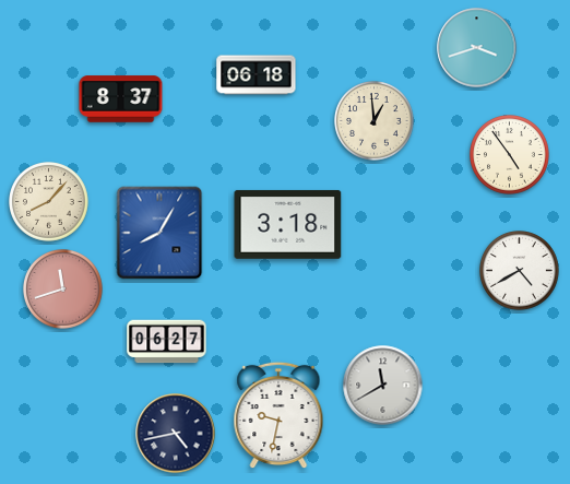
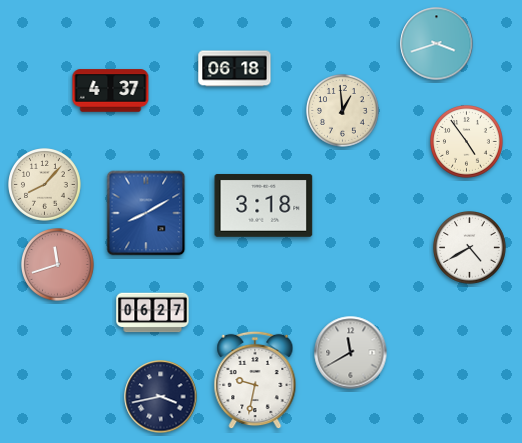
clock at (121, 99): 8:37 -> 4:37
clock at (159, 233): 8:05 -> 8:10
clock at (520, 271) position: (520, 271) -> (470, 248)
clock at (176, 434): 4:43 -> 3:43
